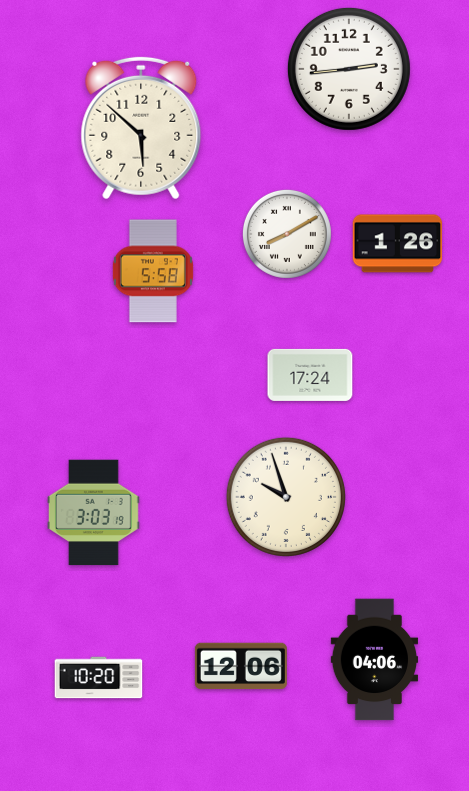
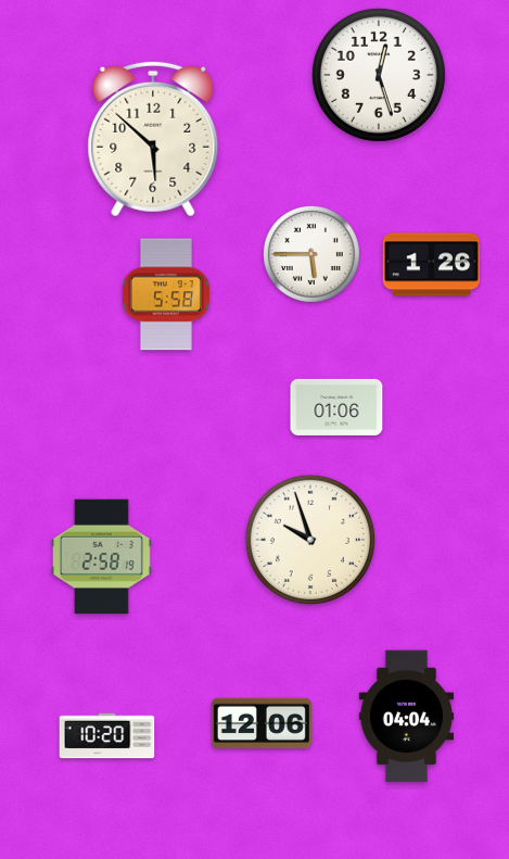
clock at (349, 69): 2:44 -> 12:27
clock at (287, 234): 8:10 -> 5:45
clock at (310, 375): 17:24 -> 01:06
clock at (94, 513): 3:03 -> 2:58
clock at (375, 660): 04:06 -> 04:04
